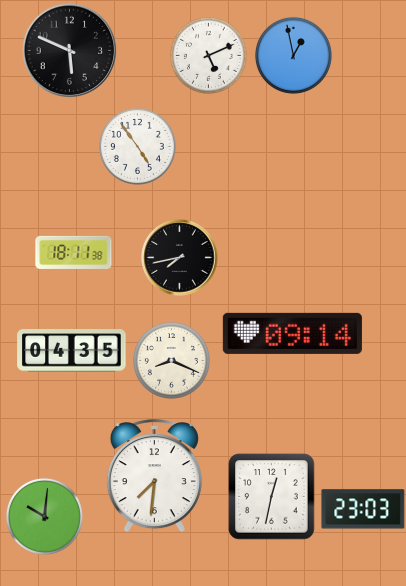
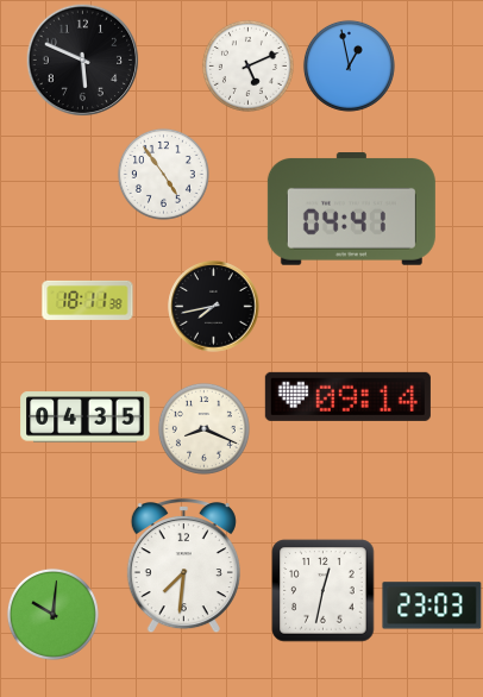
clock at (351, 209): none -> 04:41
